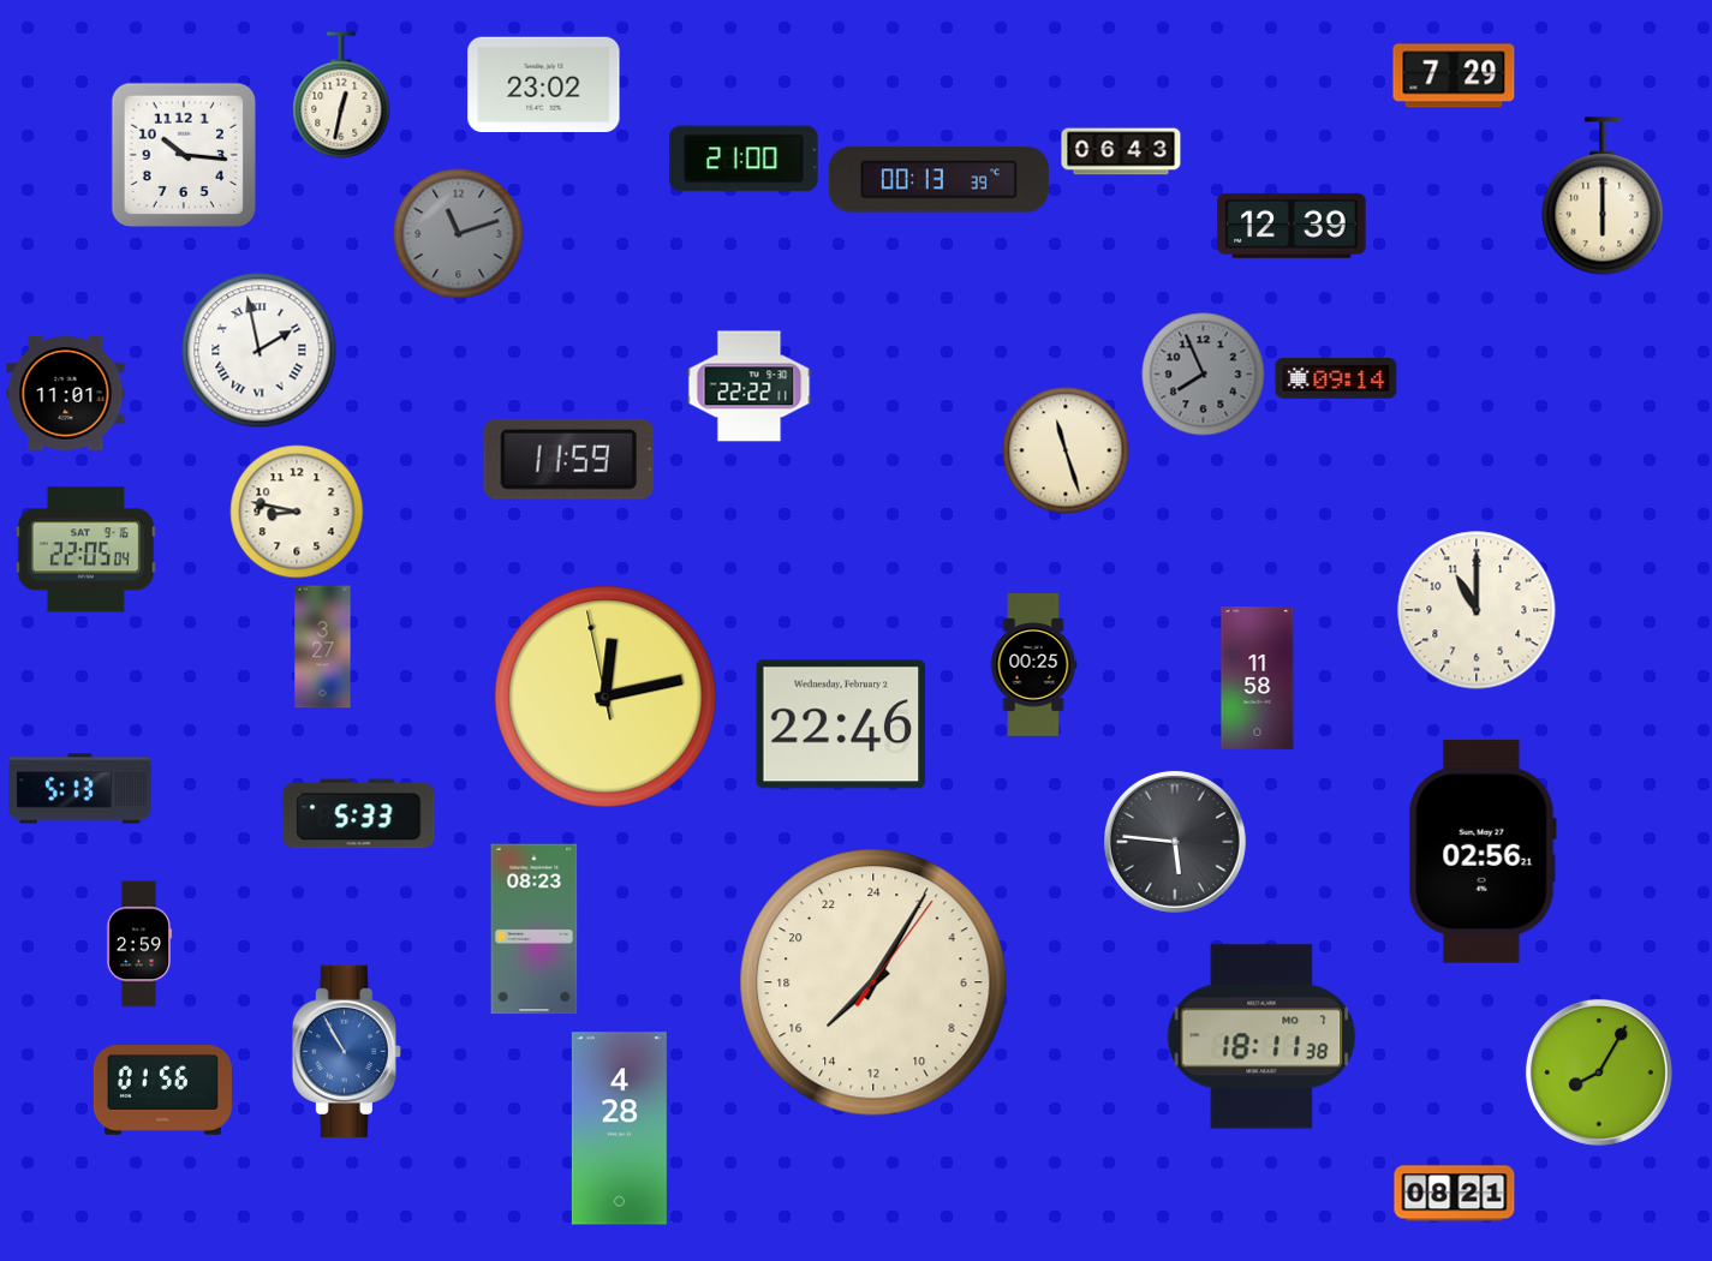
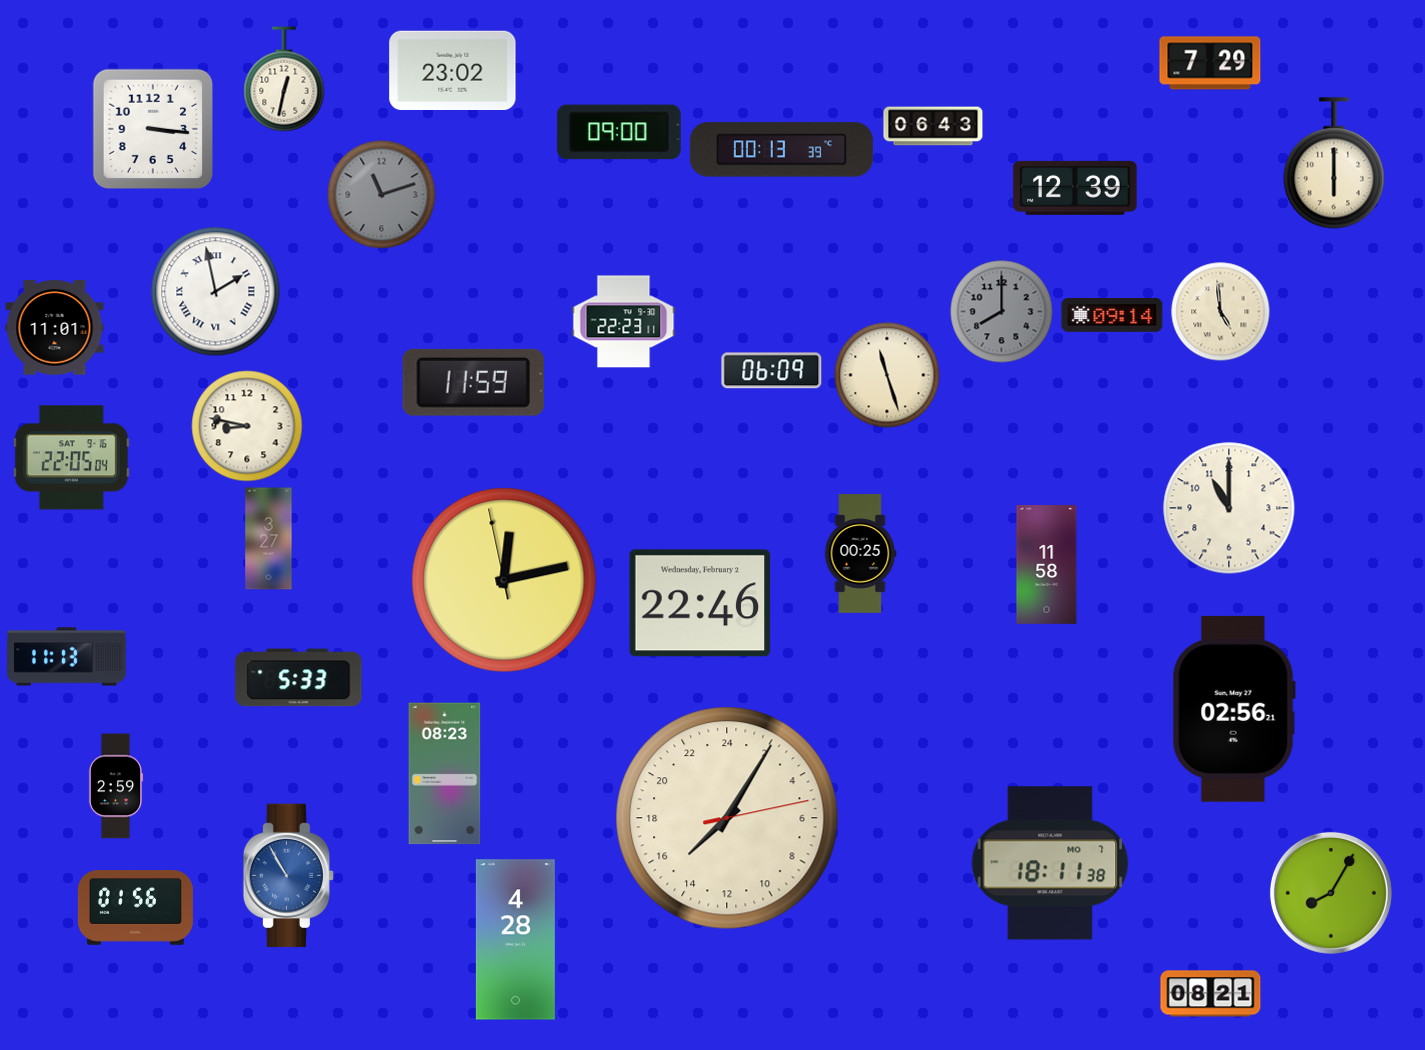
clock at (183, 154): 10:16 -> 3:16
clock at (744, 159): 21:00 -> 09:00
clock at (1204, 375): 7:56 -> 8:00
clock at (1221, 312): none -> 4:59
clock at (750, 387): 22:22 -> 22:23
clock at (772, 371): none -> 06:09
clock at (80, 789): 5:13 -> 11:13
clock at (1175, 842): 5:46 -> none
clock at (873, 982): 15:05:06 -> 15:05:13
